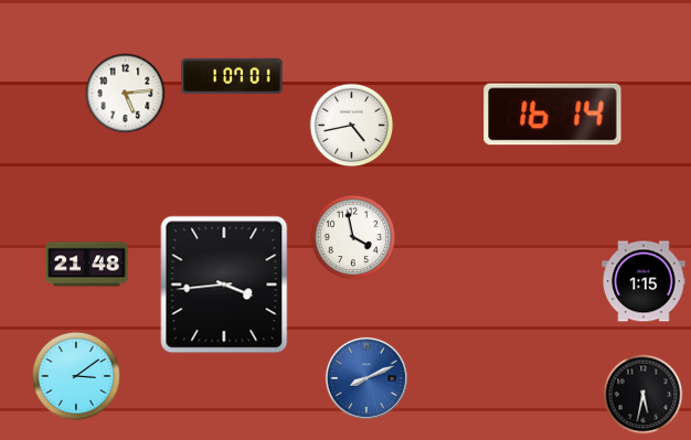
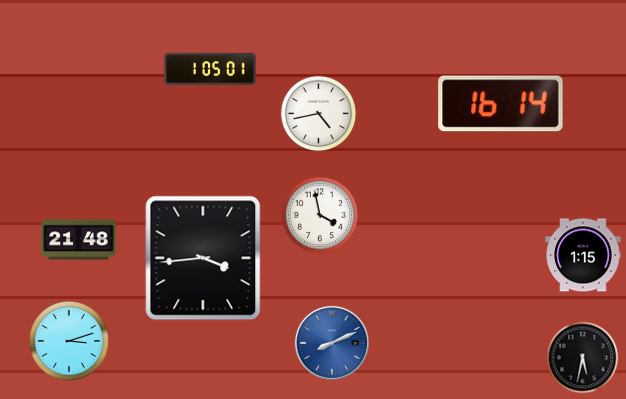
clock at (232, 76): 1:07 -> 1:05
clock at (126, 94): 5:14 -> none
clock at (76, 376): 3:09 -> 3:12
